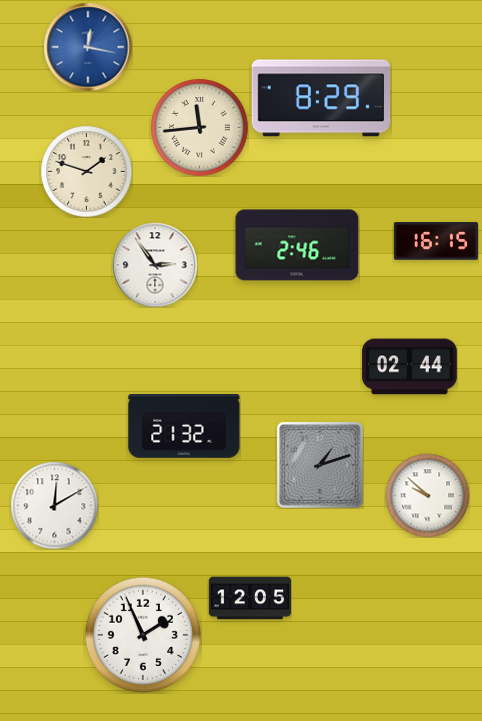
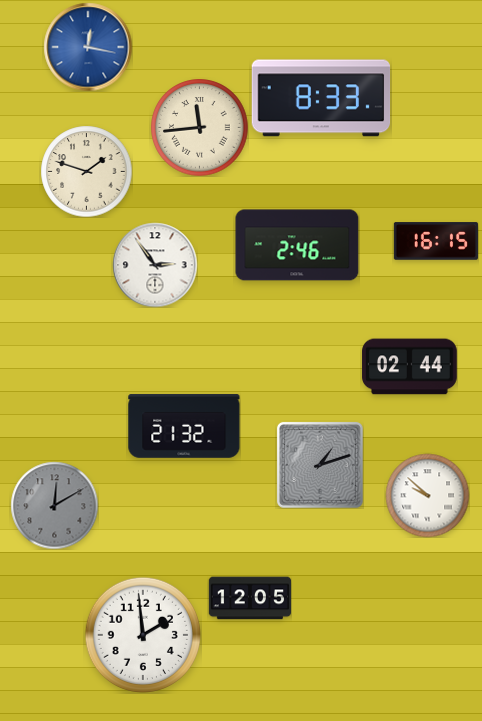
clock at (321, 98): 8:29 -> 8:33
clock at (54, 505) dial: white -> grey
clock at (142, 634): 1:56 -> 1:59
